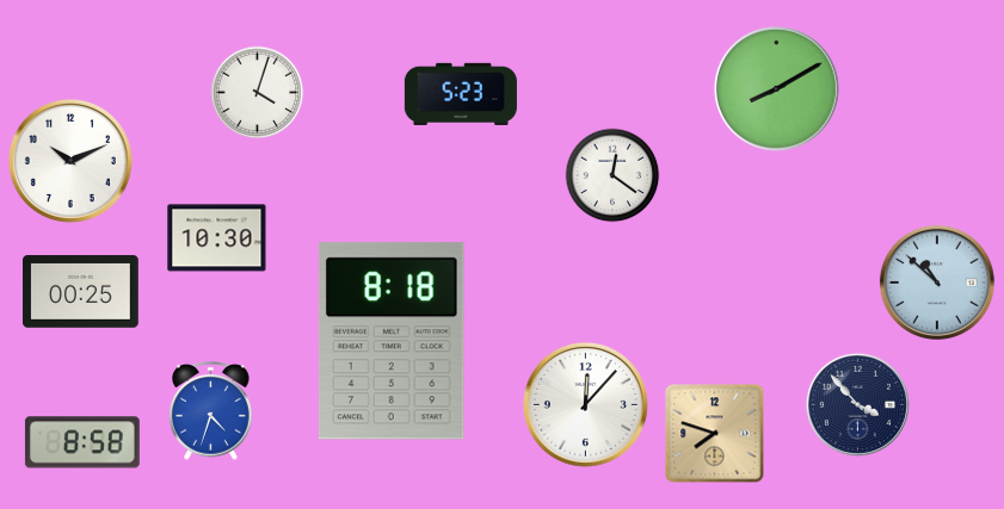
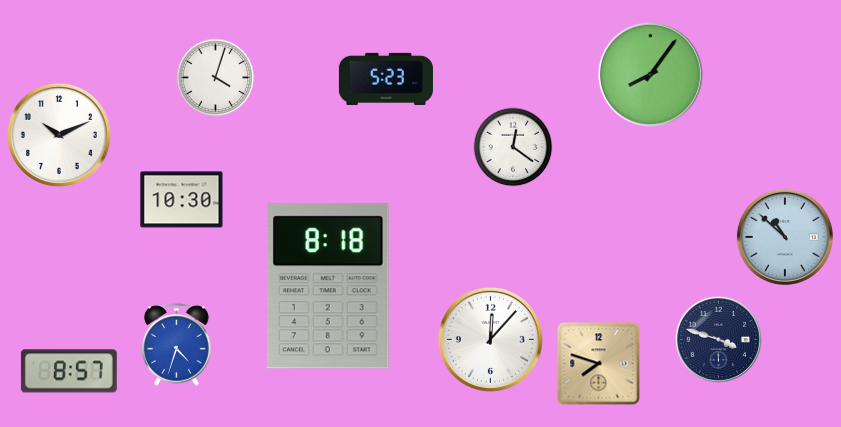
clock at (776, 88): 8:10 -> 8:06
clock at (81, 292): 00:25 -> none
clock at (857, 404): 3:53 -> 3:48
clock at (82, 442): 8:58 -> 8:57
